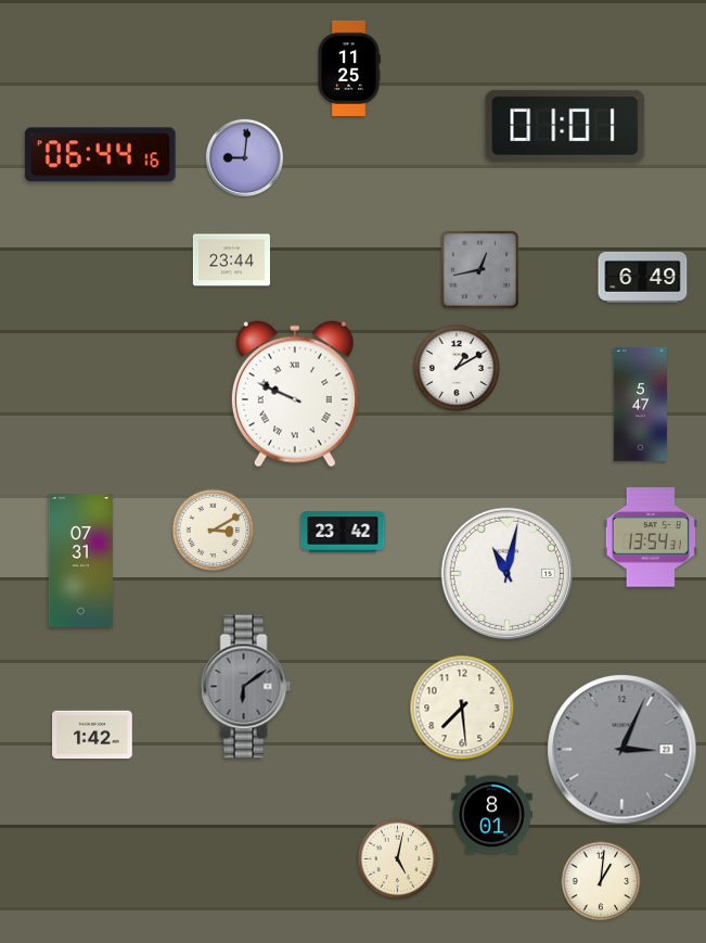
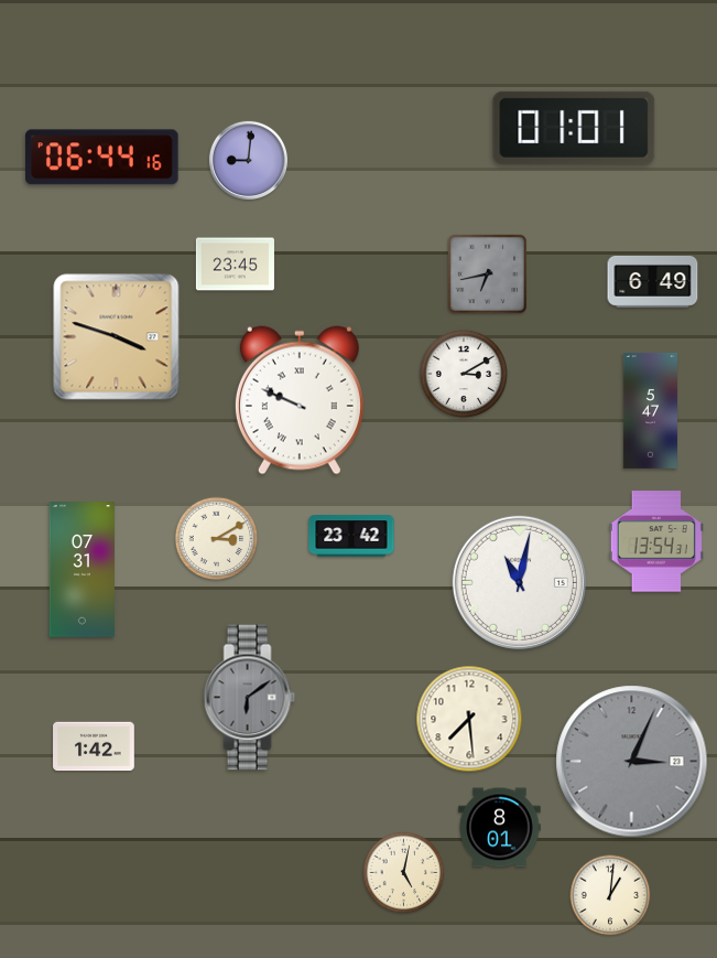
clock at (349, 68): 11:25 -> none
clock at (231, 260): 23:44 -> 23:45
clock at (480, 270): 12:43 -> 6:43
clock at (117, 337): none -> 3:48
clock at (457, 368): 1:10 -> 3:10
clock at (343, 532) position: (343, 532) -> (351, 536)
clock at (651, 537) position: (651, 537) -> (656, 541)
clock at (506, 573) position: (506, 573) -> (519, 582)
